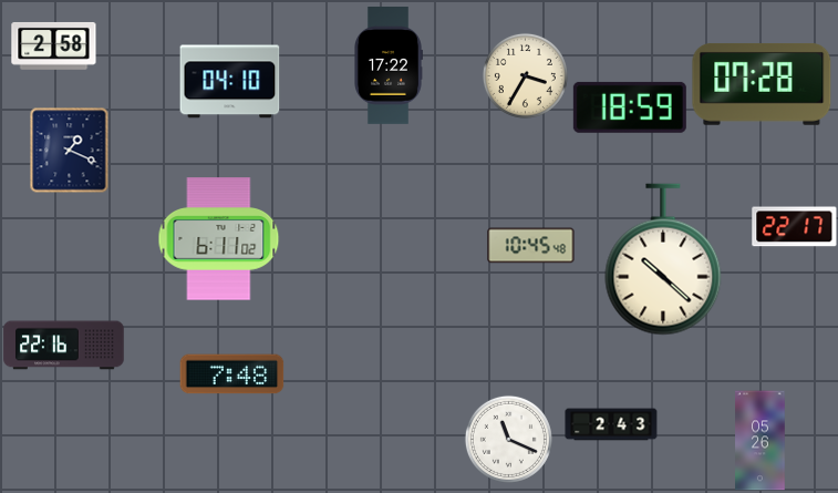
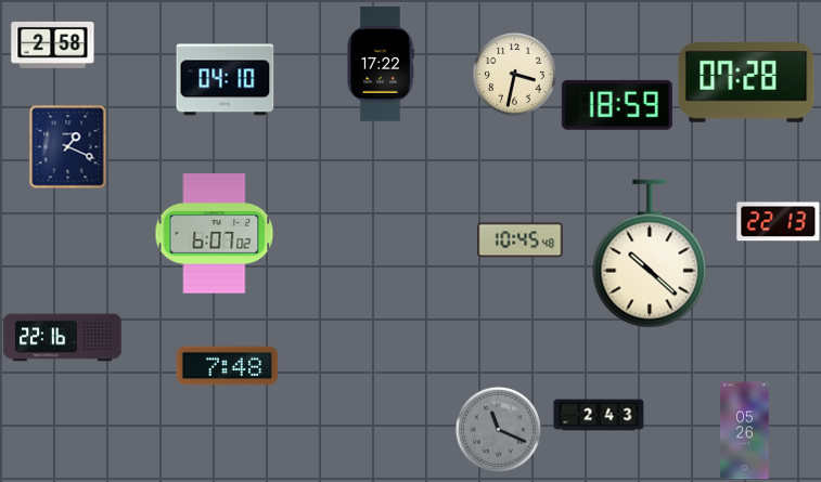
clock at (525, 75): 3:35 -> 3:32
clock at (795, 227): 22:17 -> 22:13
clock at (219, 239): 6:11 -> 6:07
clock at (508, 439) dial: white -> grey
